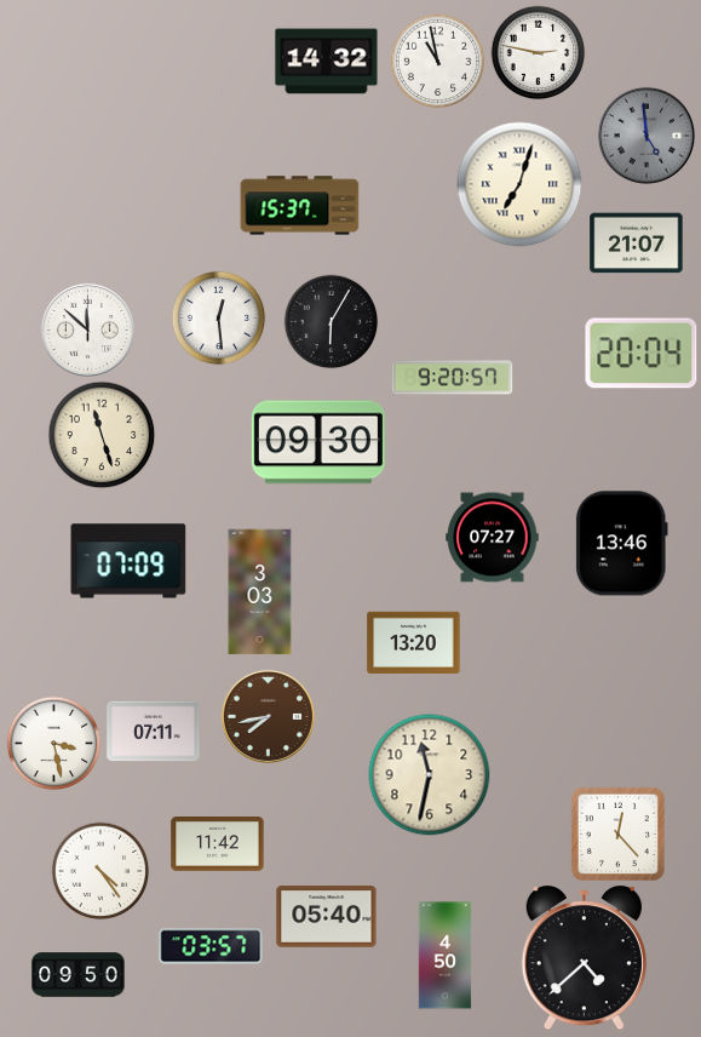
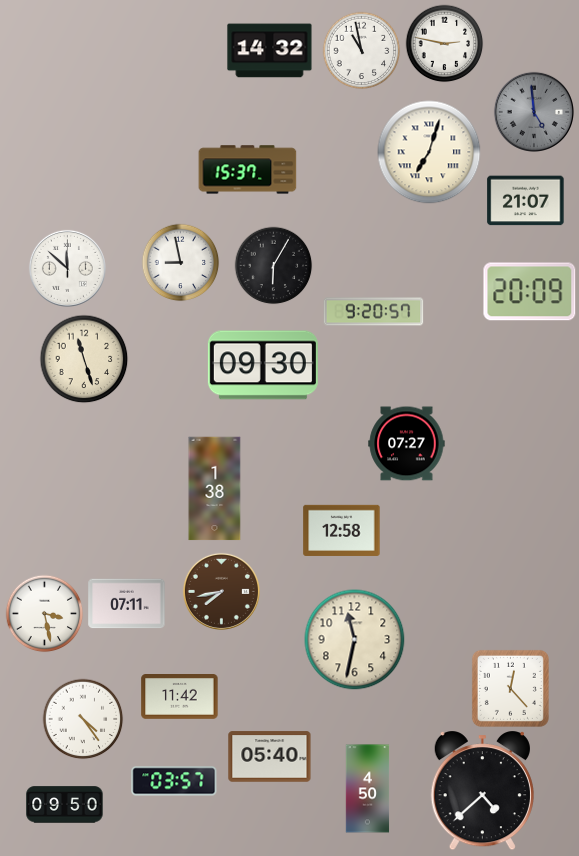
clock at (218, 317): 12:29 -> 8:58
clock at (87, 330) position: (87, 330) -> (67, 268)
clock at (642, 354): 20:04 -> 20:09
clock at (621, 544): 13:46 -> none
clock at (128, 561): 07:09 -> none
clock at (260, 592): 3:03 -> 1:38
clock at (414, 642): 13:20 -> 12:58
